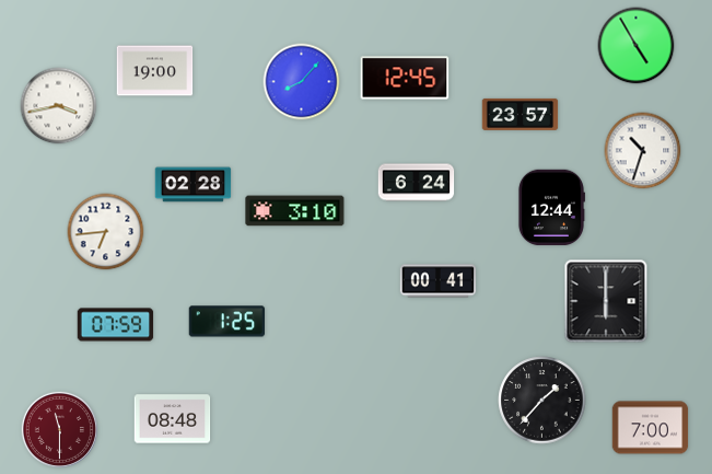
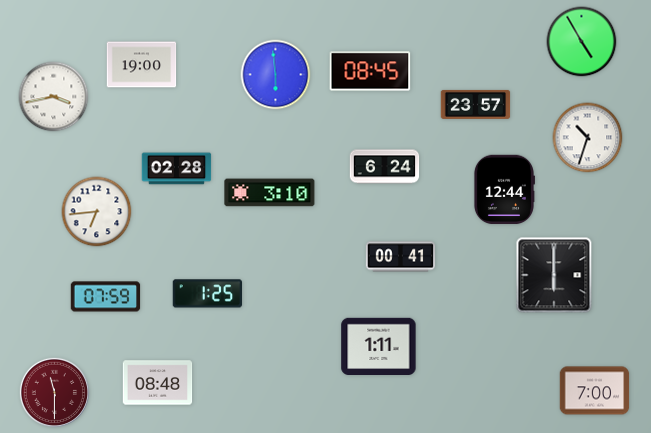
clock at (405, 78): 12:45 -> 08:45
clock at (302, 82): 8:07 -> 5:59
clock at (417, 183) position: (417, 183) -> (385, 167)
clock at (379, 347): none -> 1:11
clock at (542, 401): 1:37 -> none
